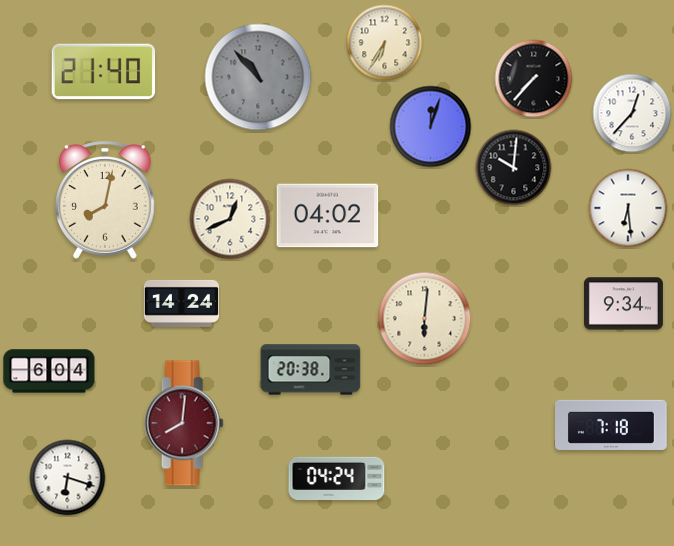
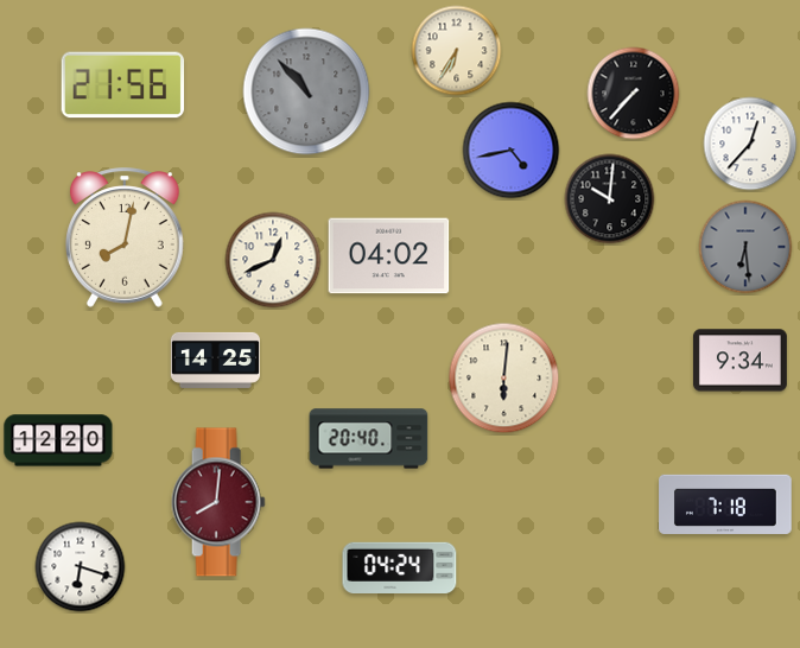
clock at (104, 72): 21:40 -> 21:56
clock at (632, 113) position: (632, 113) -> (750, 144)
clock at (431, 127): 12:03 -> 4:43
clock at (628, 208) dial: white -> grey
clock at (181, 303): 14:24 -> 14:25
clock at (311, 370): 20:38 -> 20:40
clock at (49, 371): 6:04 -> 12:20
